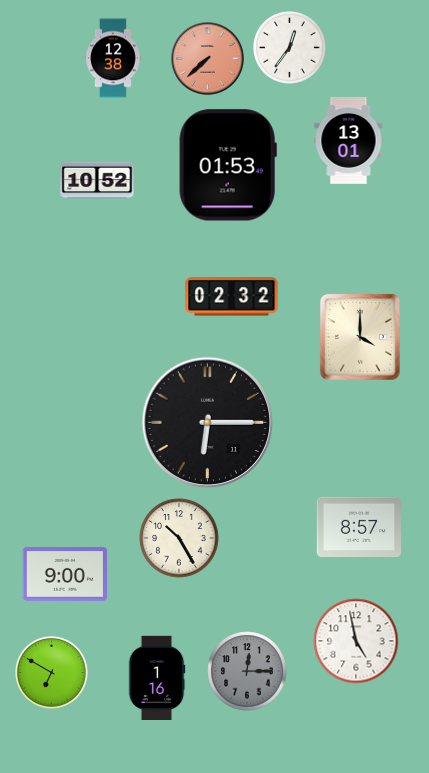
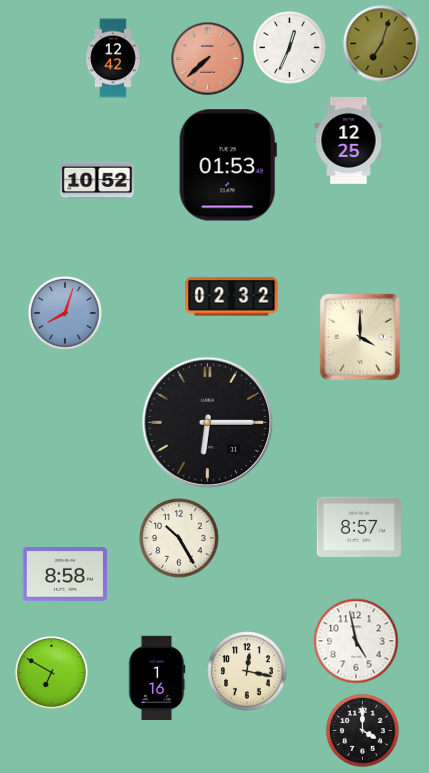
clock at (382, 44): none -> 7:03
clock at (289, 47): 12:36 -> 12:34
clock at (114, 58): 12:38 -> 12:42
clock at (349, 140): 13:01 -> 12:25
clock at (66, 314): none -> 8:03
clock at (64, 575): 9:00 -> 8:58
clock at (247, 671): 12:15 -> 12:17
clock at (247, 671) dial: grey -> cream
clock at (362, 730): none -> 4:00
